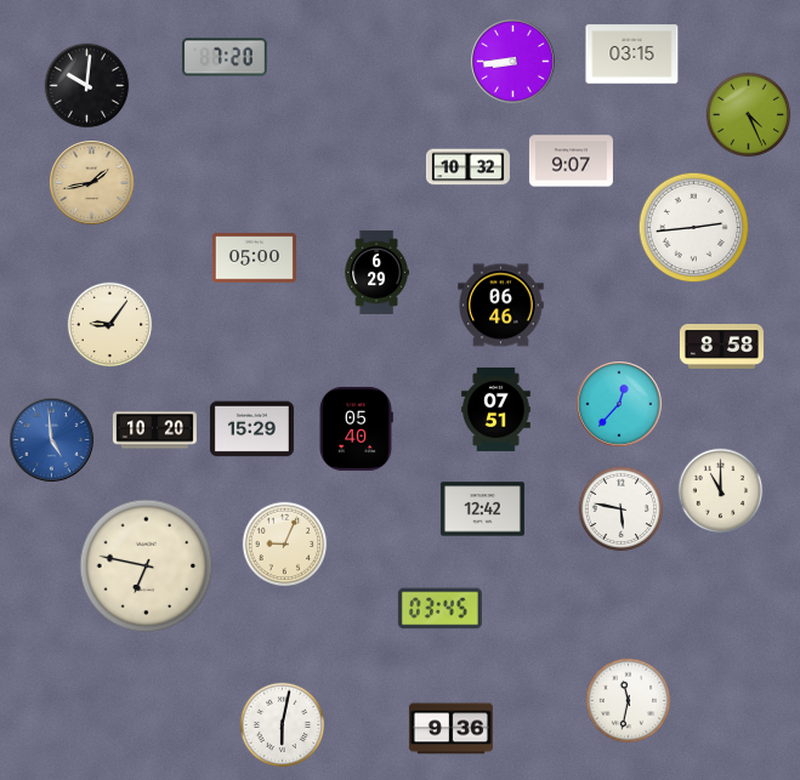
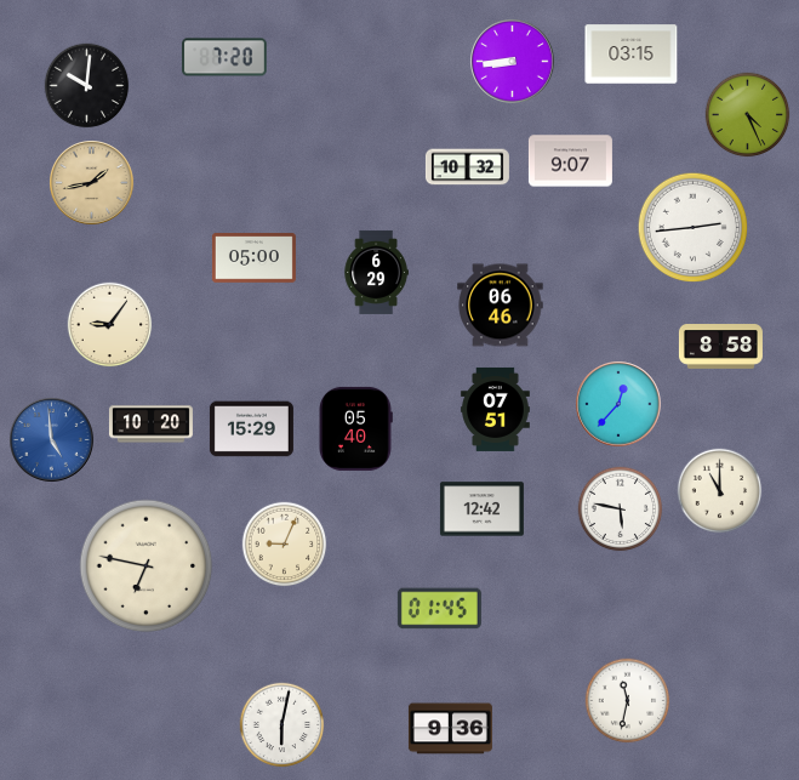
clock at (154, 431) position: (154, 431) -> (150, 425)
clock at (439, 609): 03:45 -> 01:45
